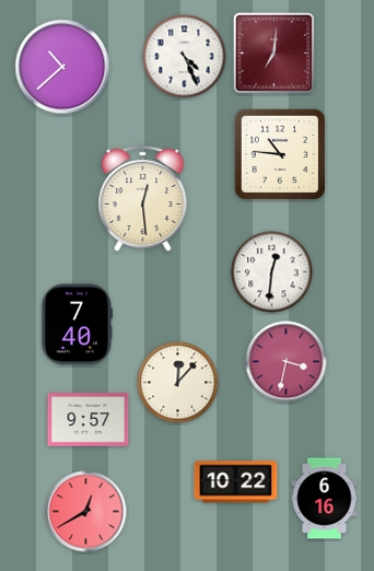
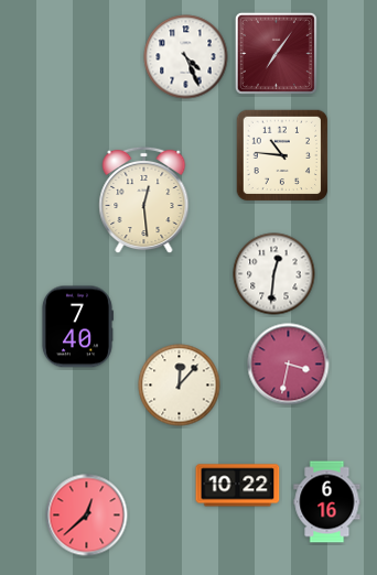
clock at (273, 53): 7:01 -> 7:06
clock at (62, 67): 10:38 -> none
clock at (89, 420): 9:57 -> none
clock at (86, 512): 12:40 -> 12:38
